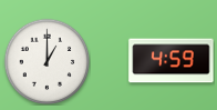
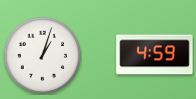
clock at (46, 61): 1:00 -> 1:03
